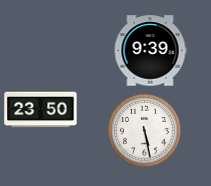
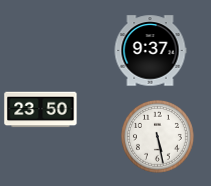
clock at (150, 51): 9:39 -> 9:37
clock at (144, 130) position: (144, 130) -> (157, 136)
